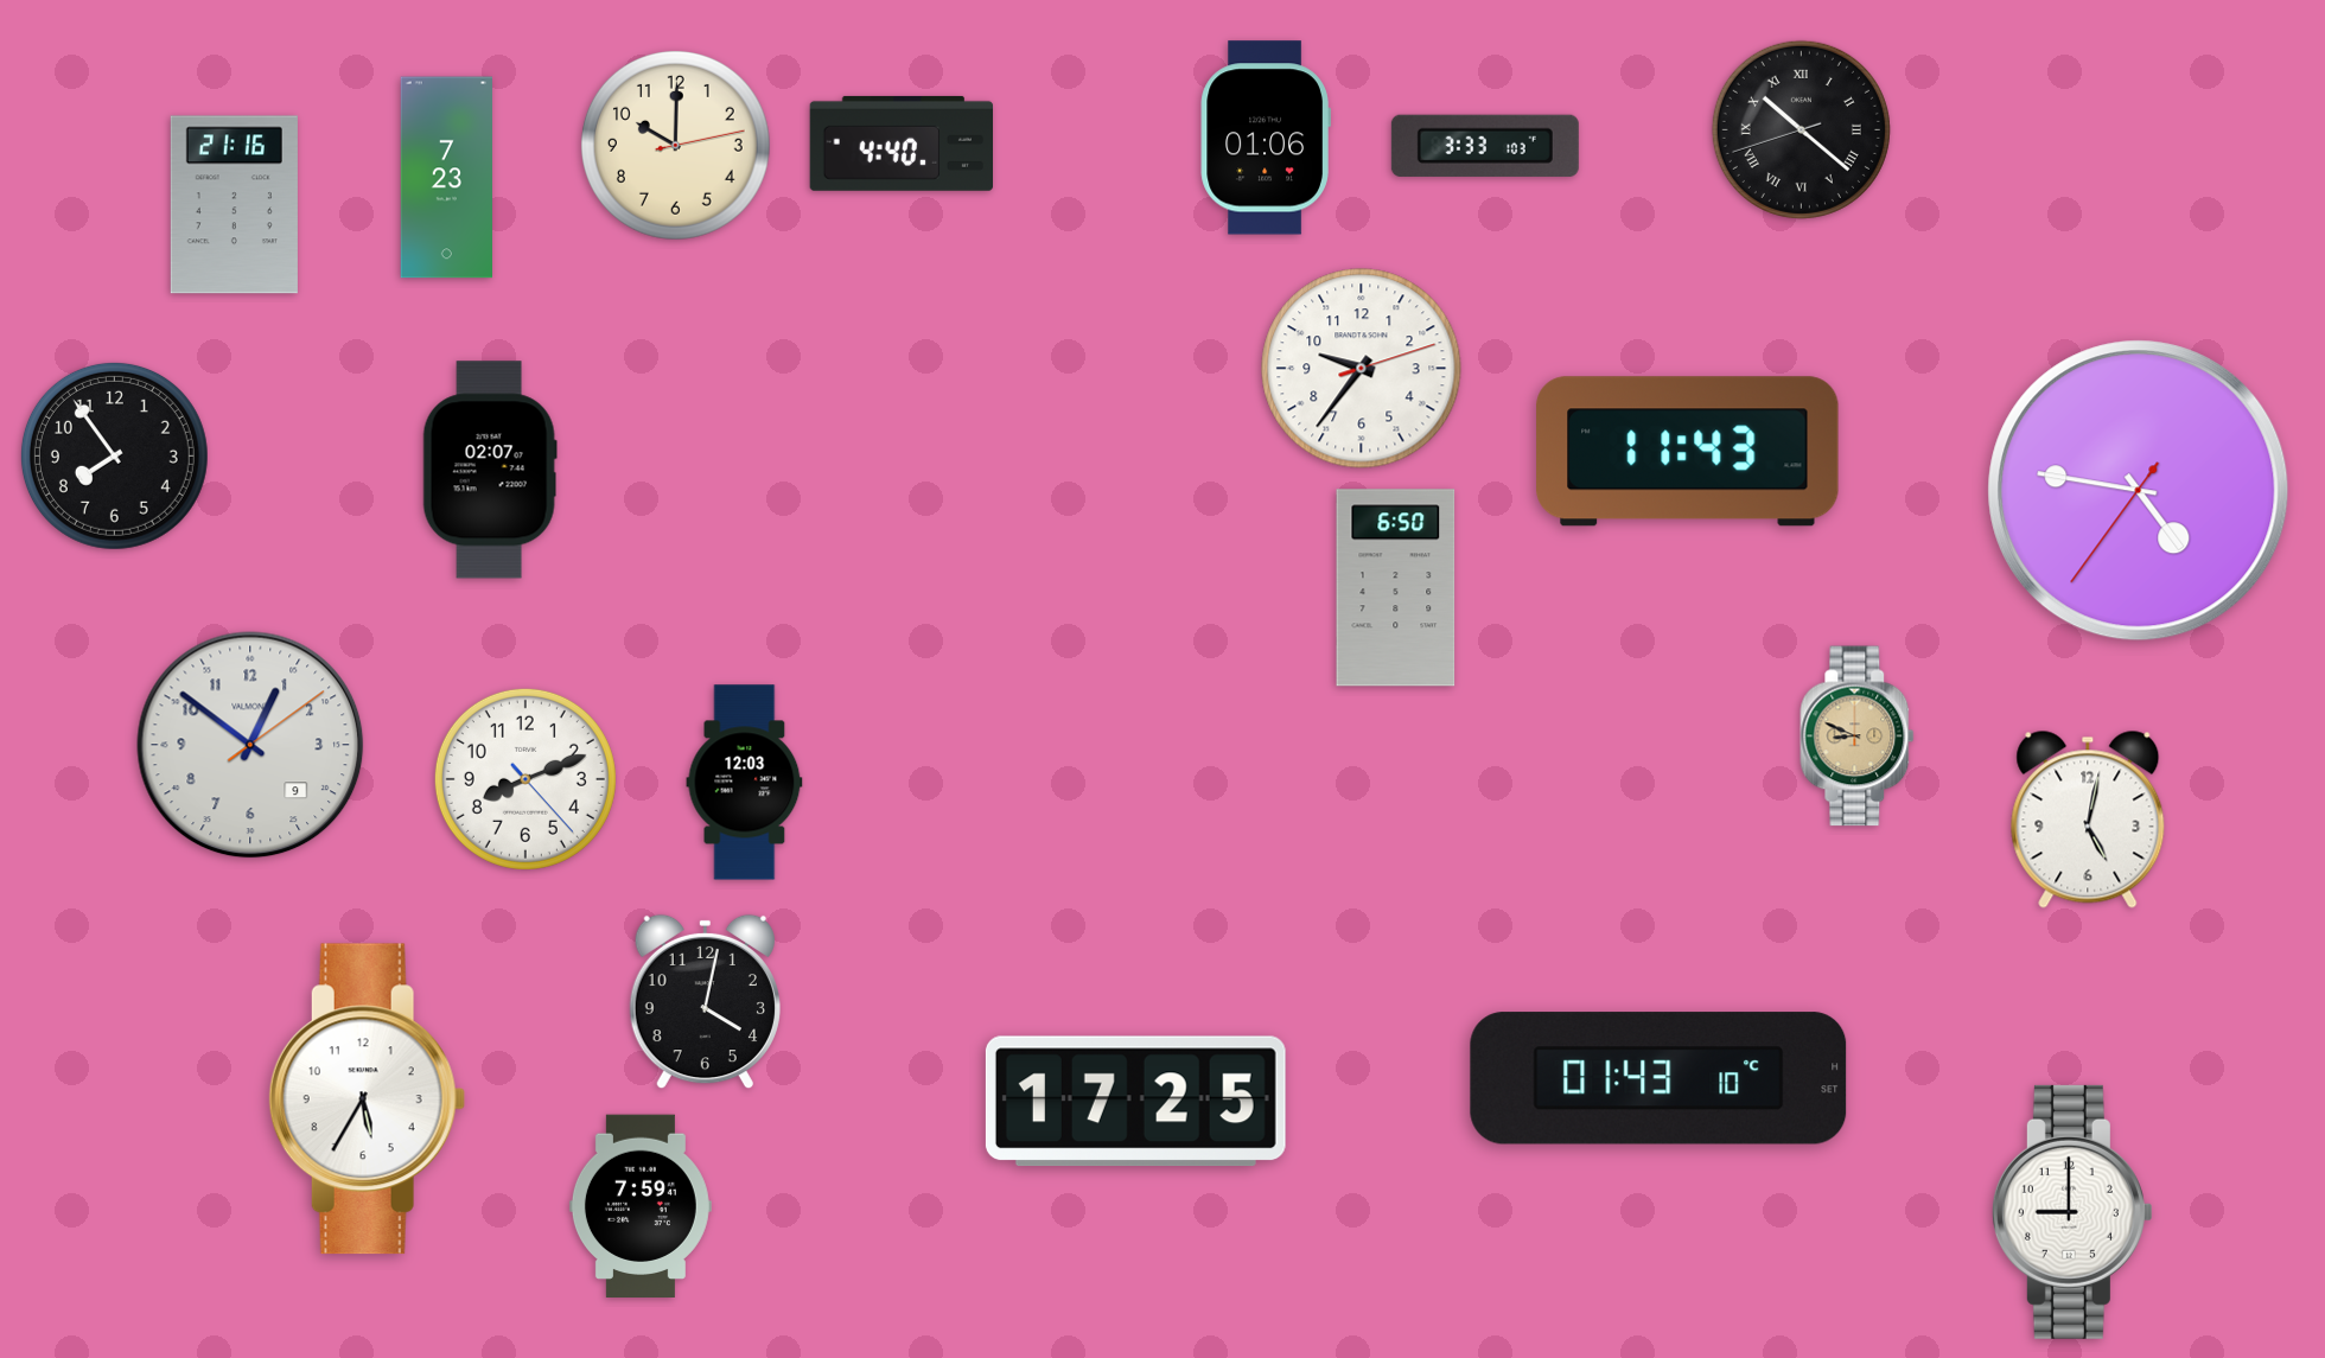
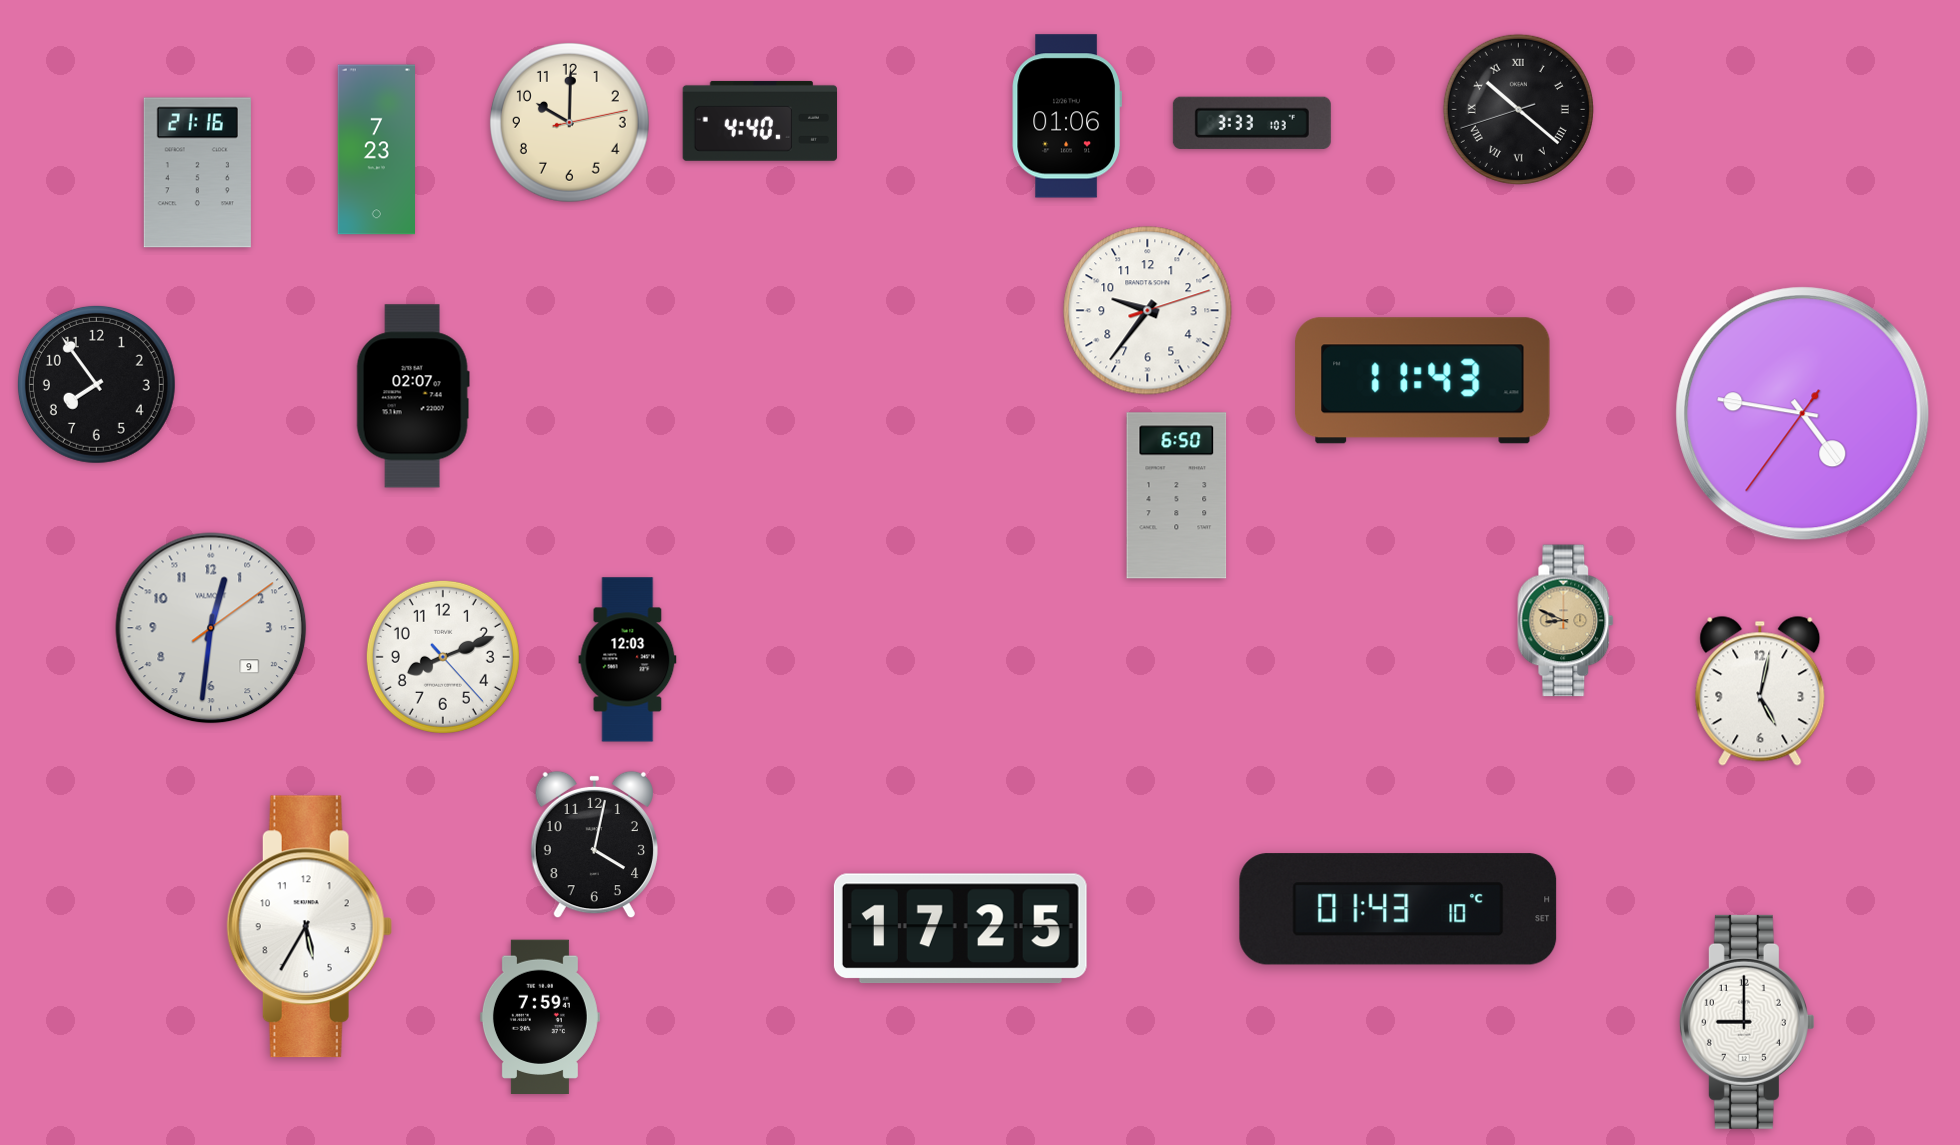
clock at (250, 745): 12:51 -> 12:31
clock at (1135, 1102) position: (1135, 1102) -> (960, 929)
